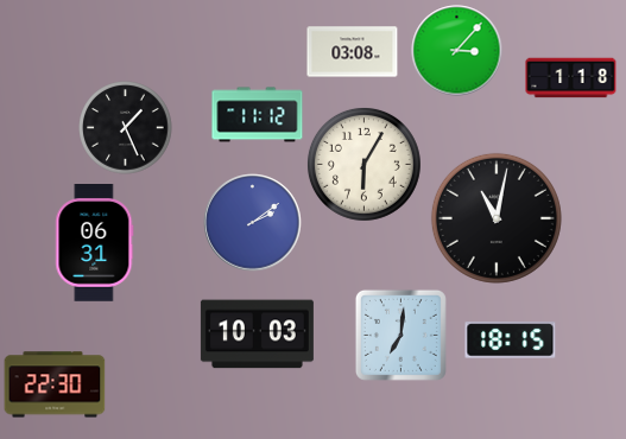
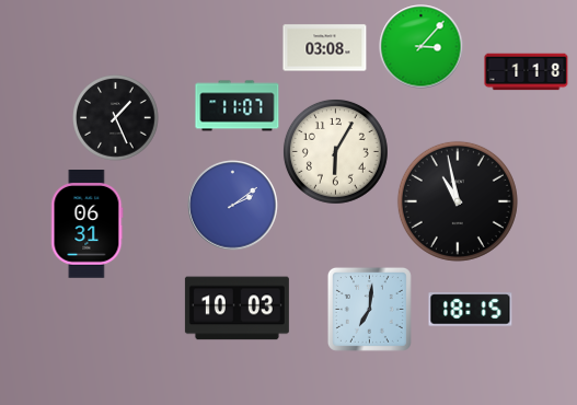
clock at (258, 115): 11:12 -> 11:07
clock at (497, 218): 11:02 -> 10:58
clock at (511, 341) position: (511, 341) -> (471, 310)
clock at (55, 384): 22:30 -> none
